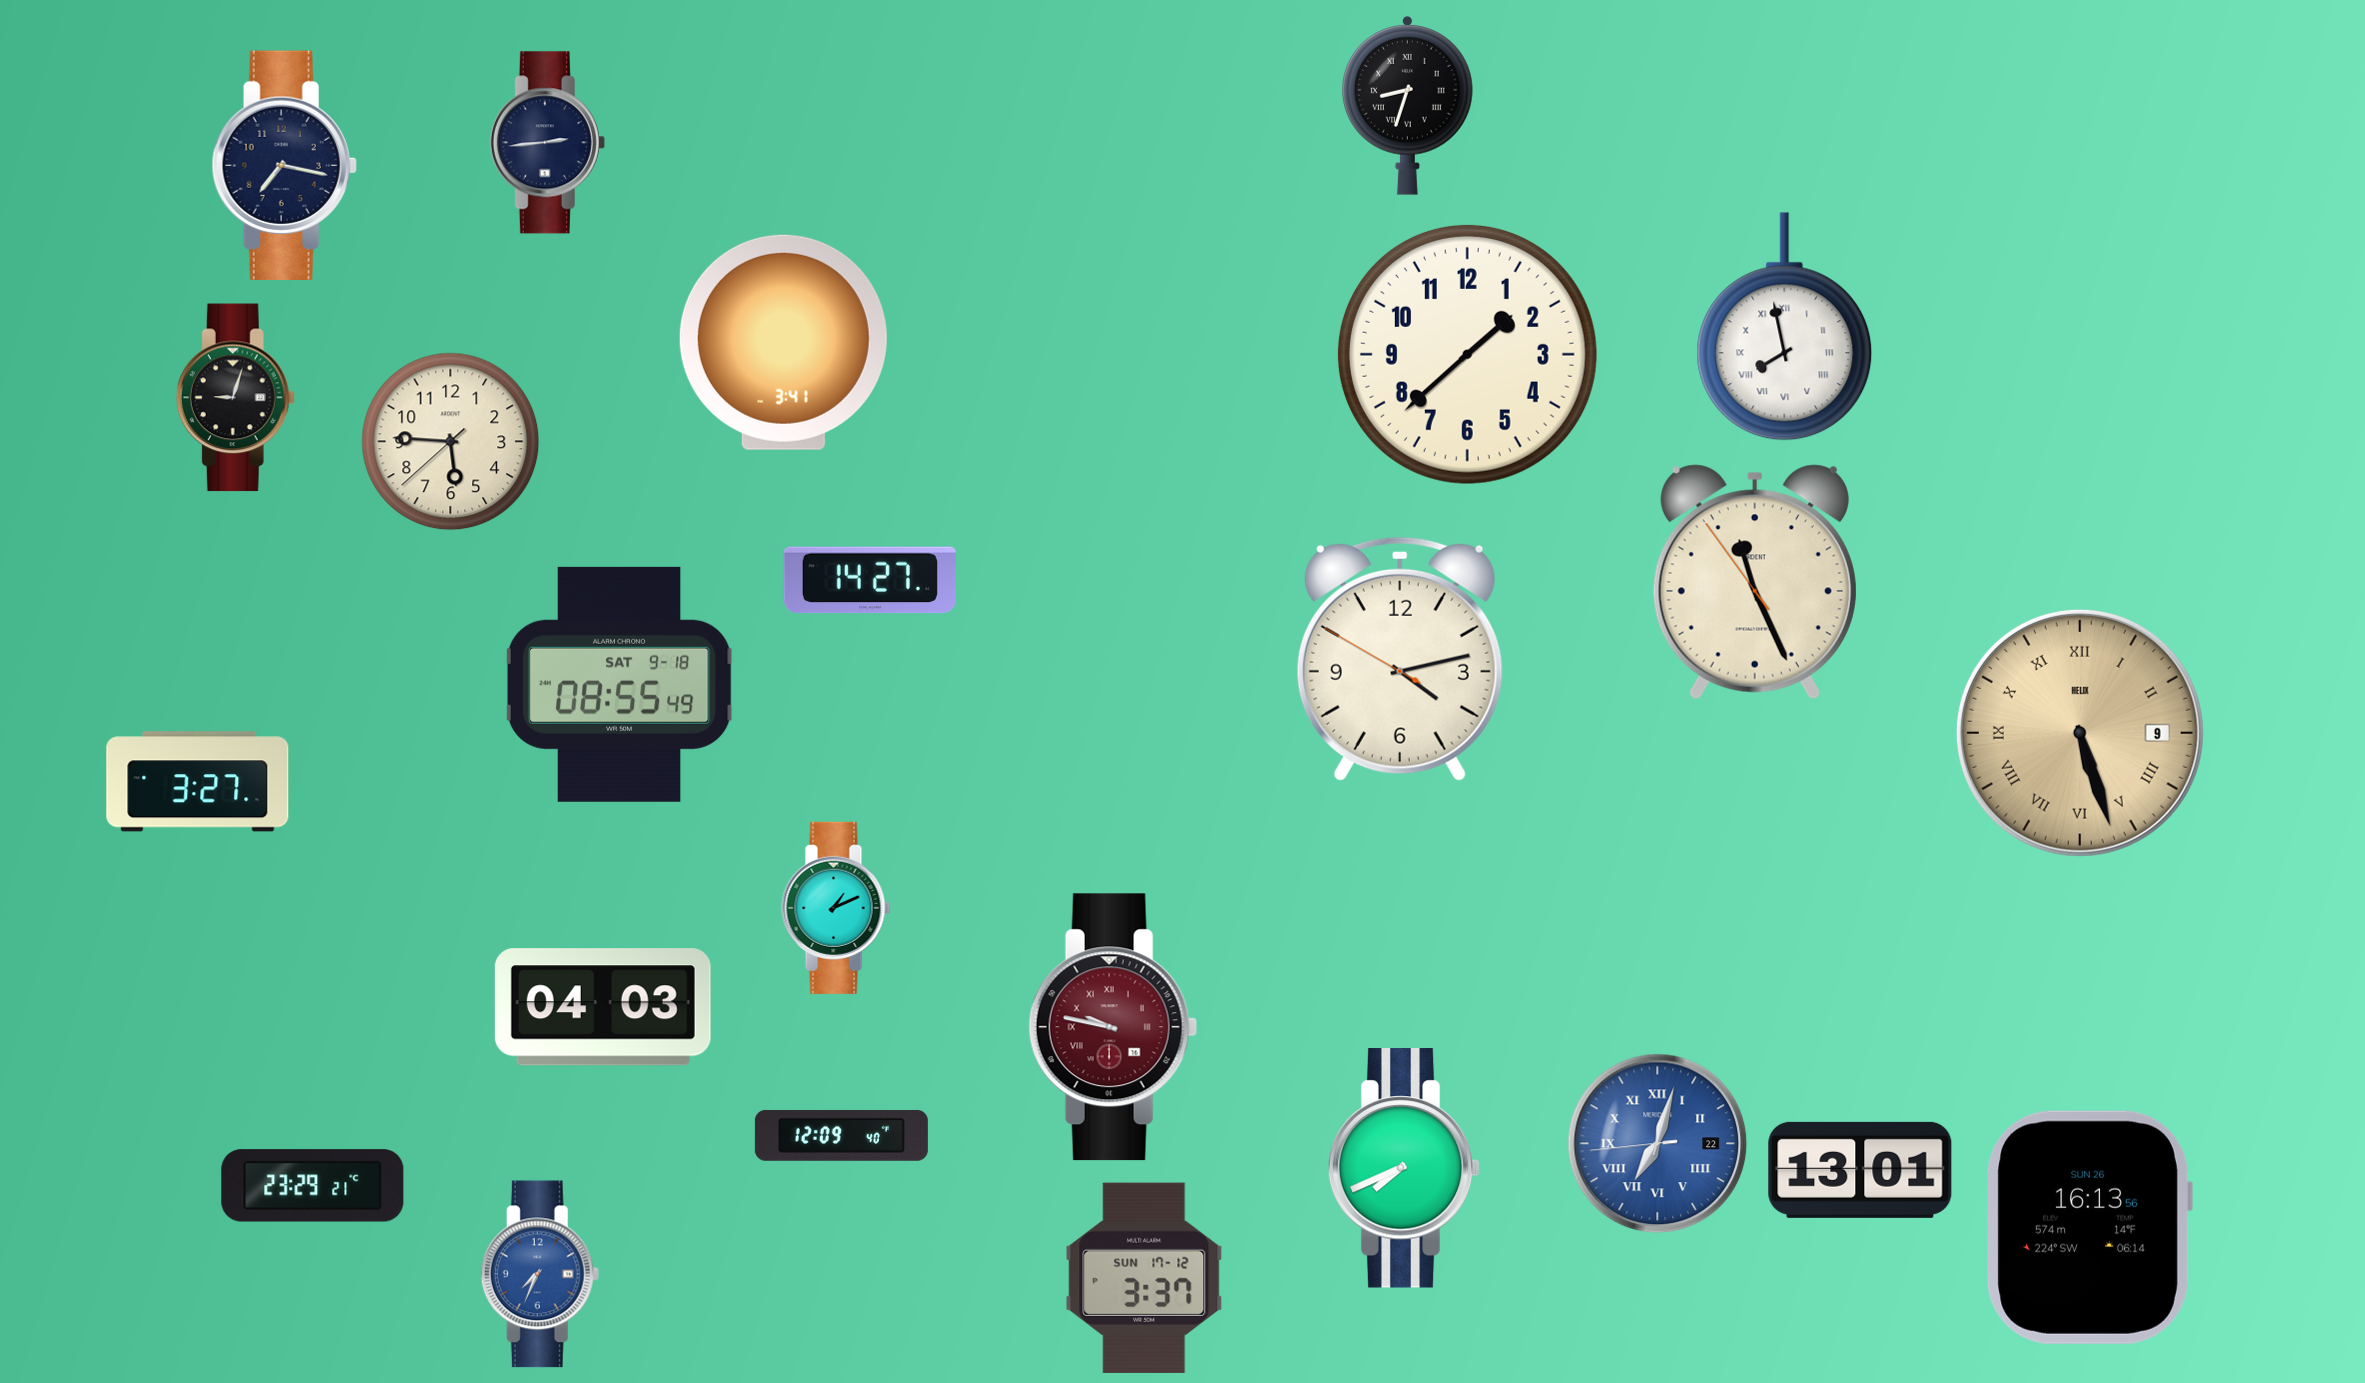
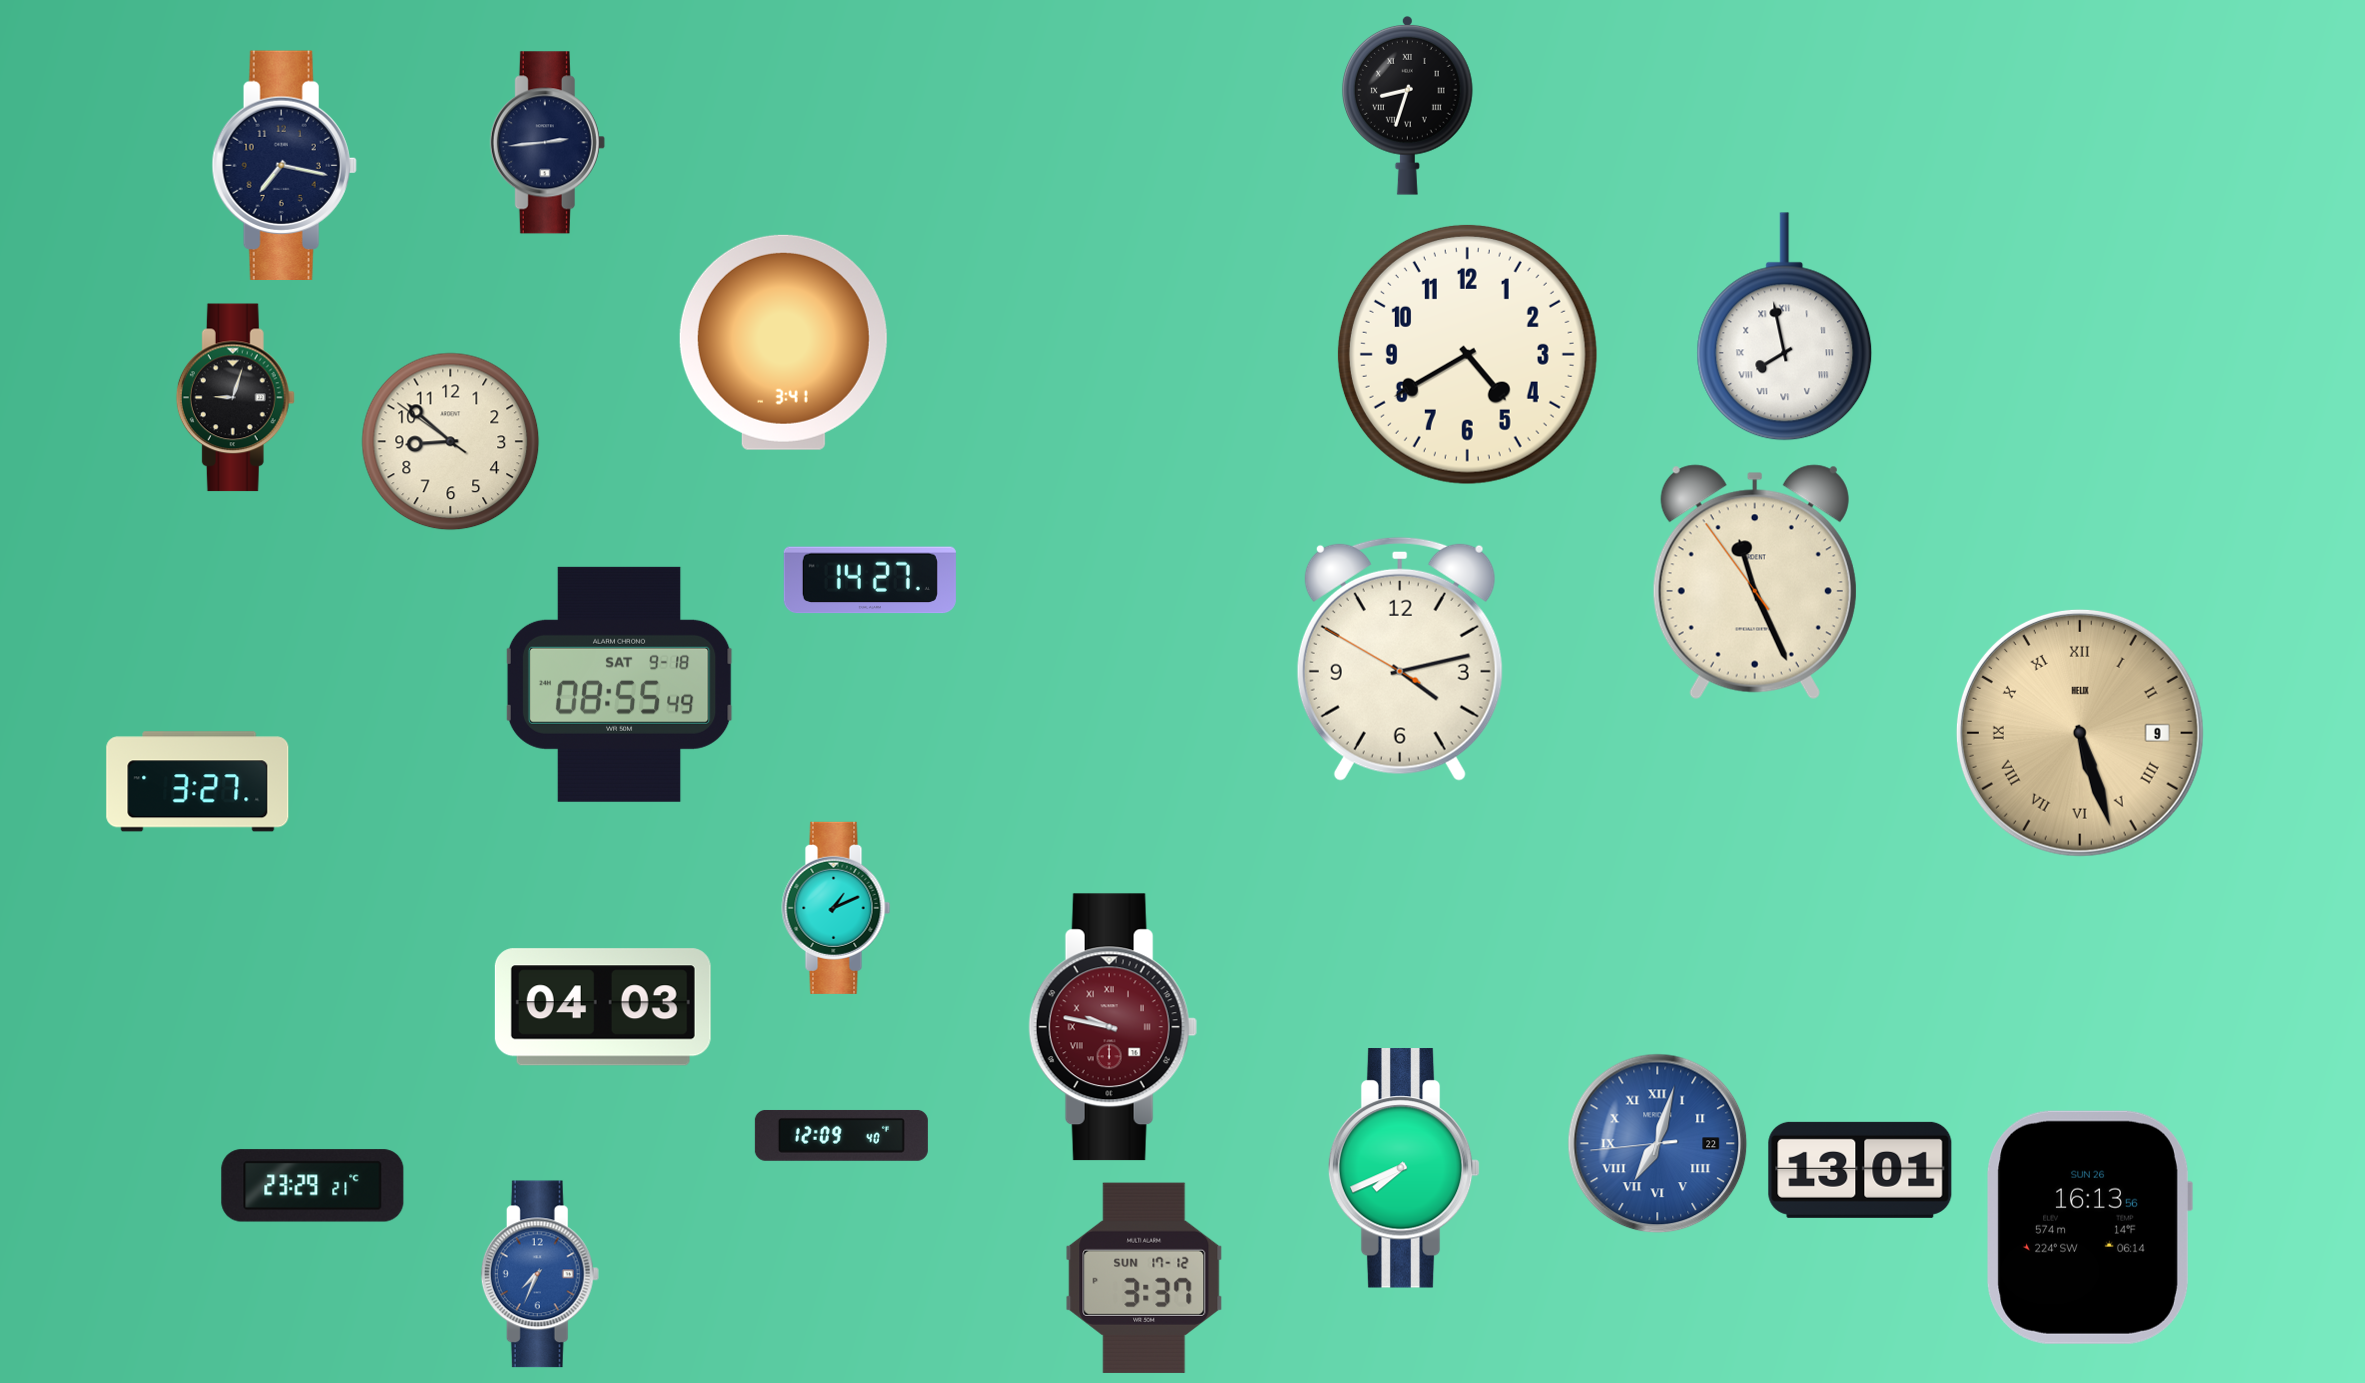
clock at (1467, 354): 1:38 -> 4:40
clock at (451, 442): 5:45 -> 8:51
